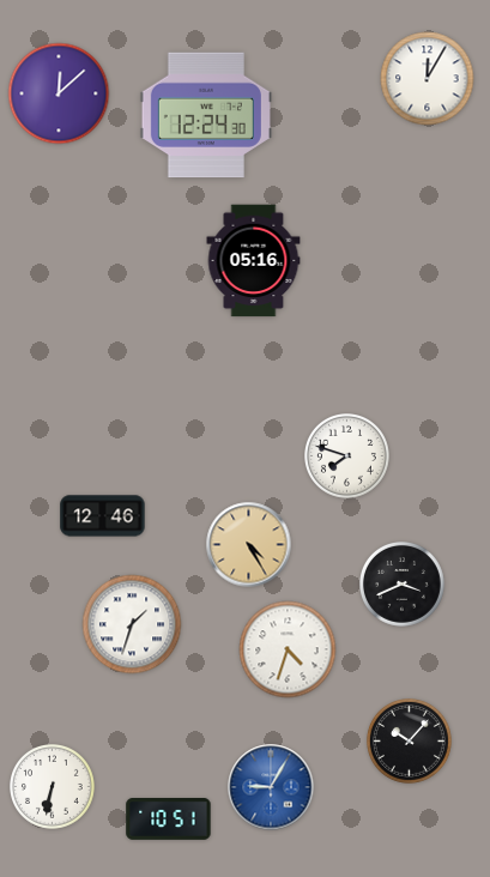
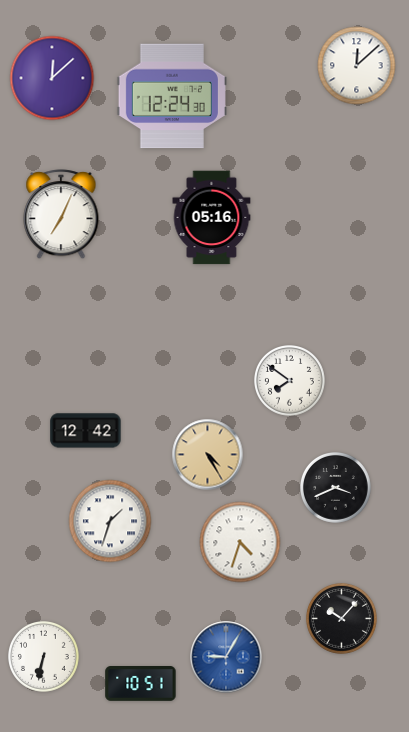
clock at (428, 79): 12:05 -> 12:08
clock at (59, 93) position: (59, 93) -> (52, 78)
clock at (61, 215): none -> 7:04
clock at (347, 456): 7:48 -> 7:51
clock at (103, 516): 12:46 -> 12:42
